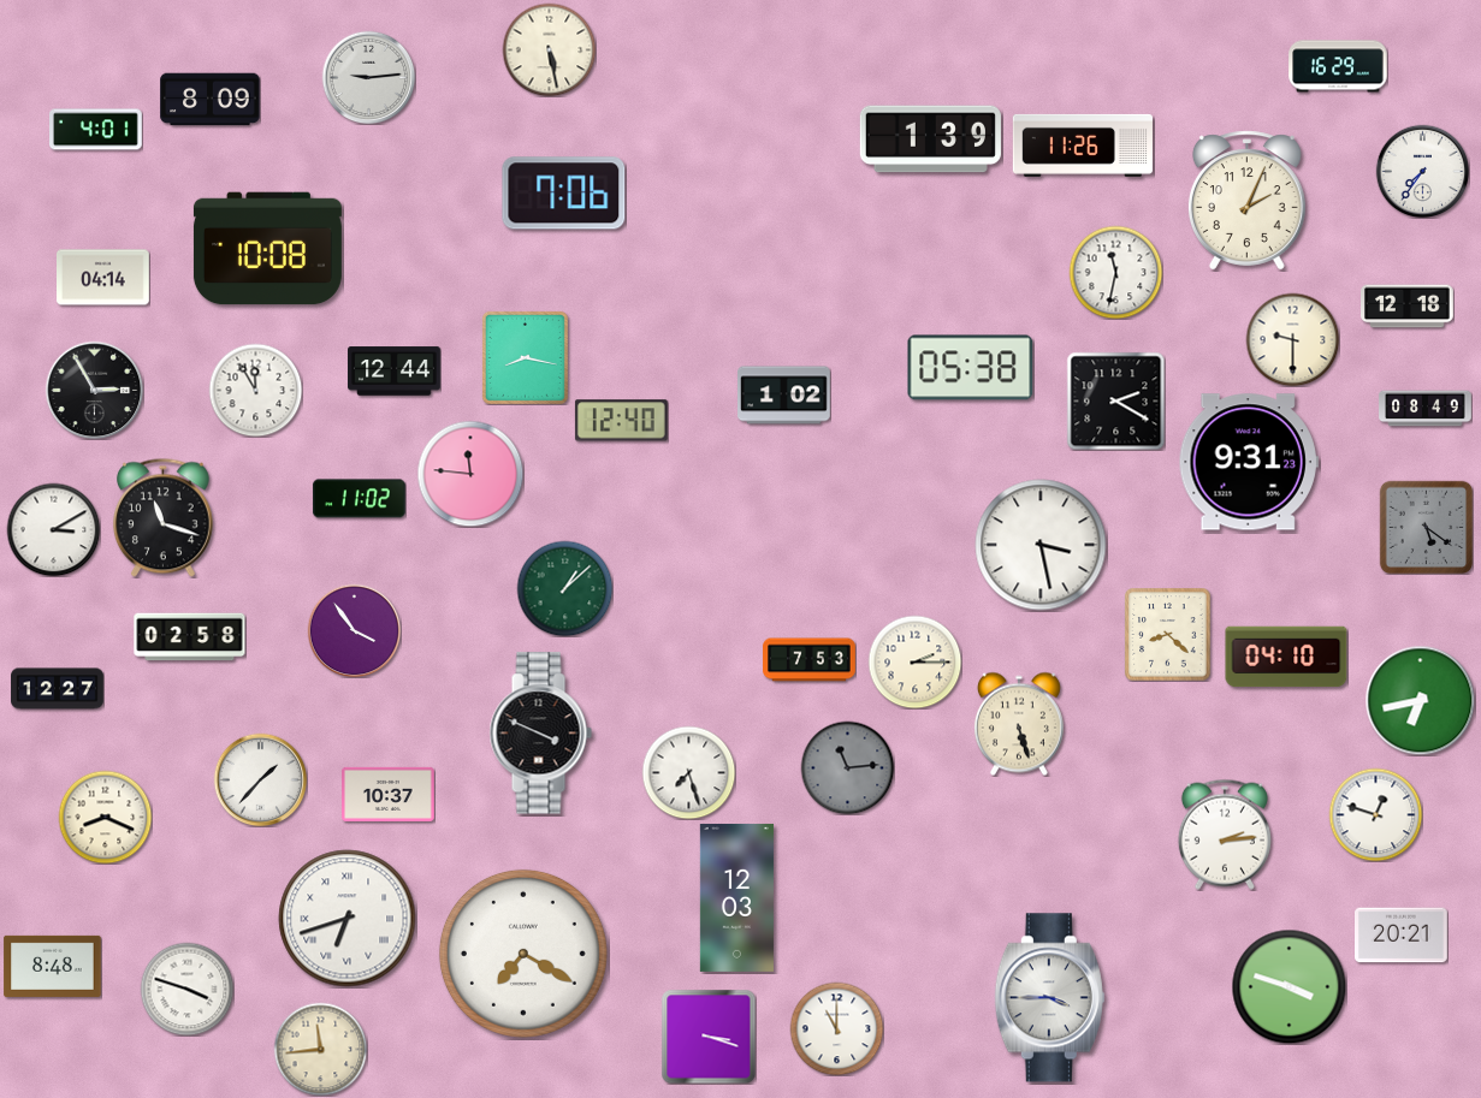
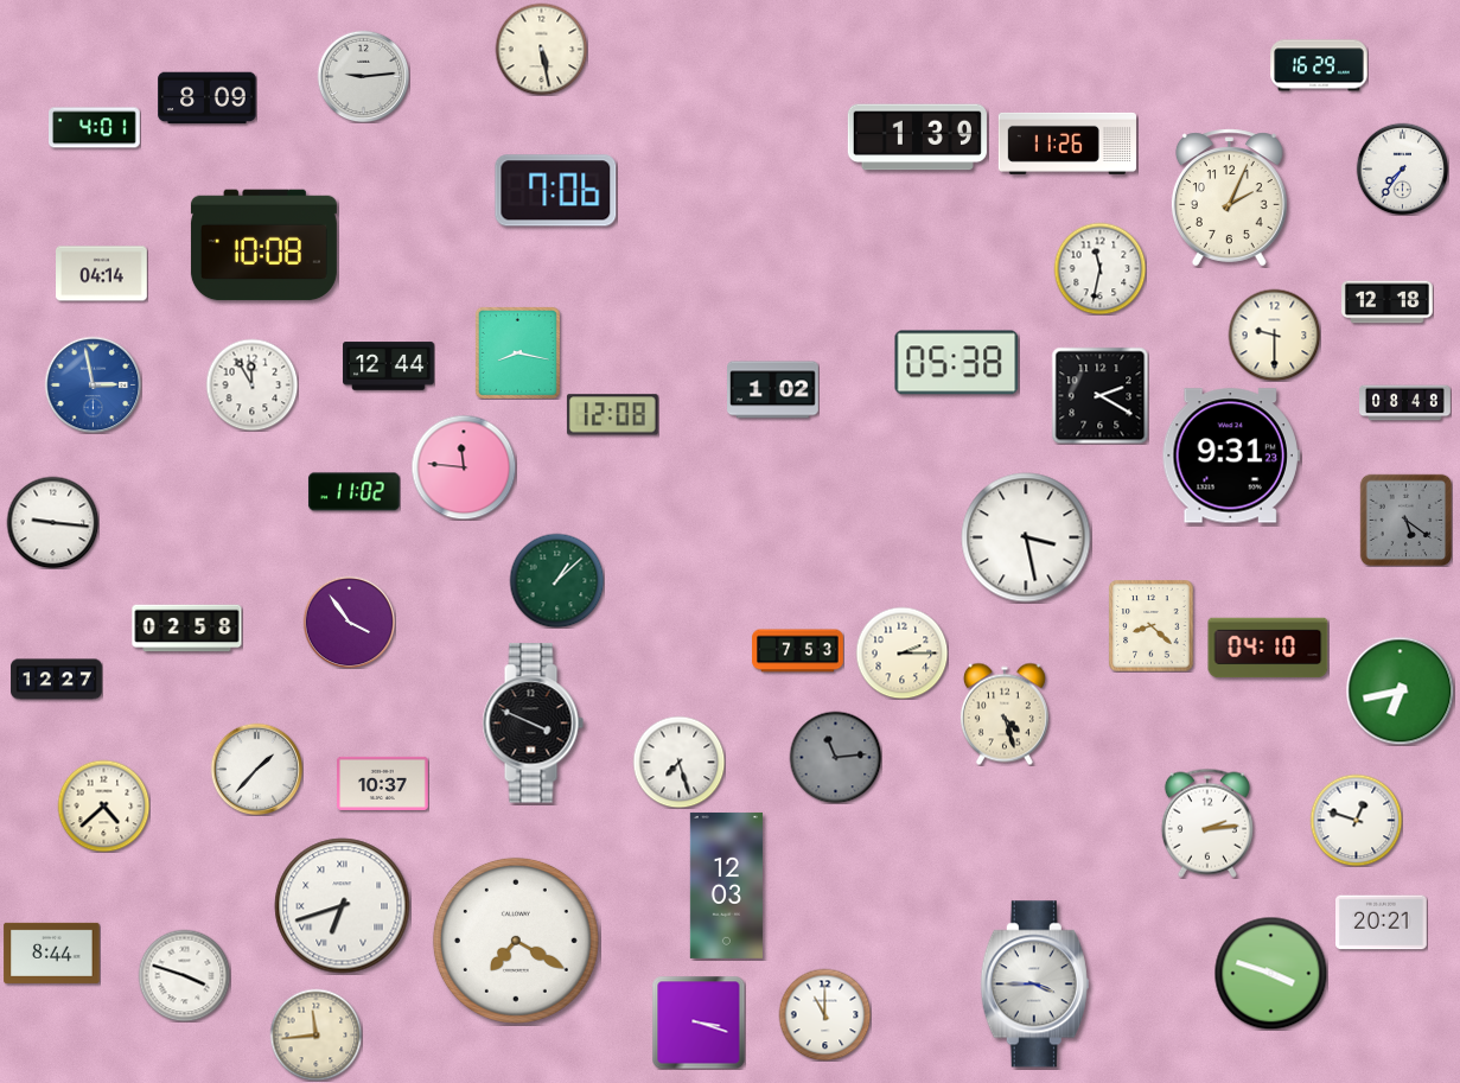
clock at (94, 390): 2:55 -> 2:58
clock at (94, 390) dial: black -> blue
clock at (1426, 409): 08:49 -> 08:48
clock at (621, 421): 12:40 -> 12:08
clock at (162, 517): 11:18 -> none
clock at (53, 529): 3:10 -> 9:16
clock at (1019, 724): 5:27 -> 4:27
clock at (1375, 814) position: (1375, 814) -> (1356, 820)
clock at (105, 817): 8:19 -> 4:38
clock at (53, 966): 8:48 -> 8:44
